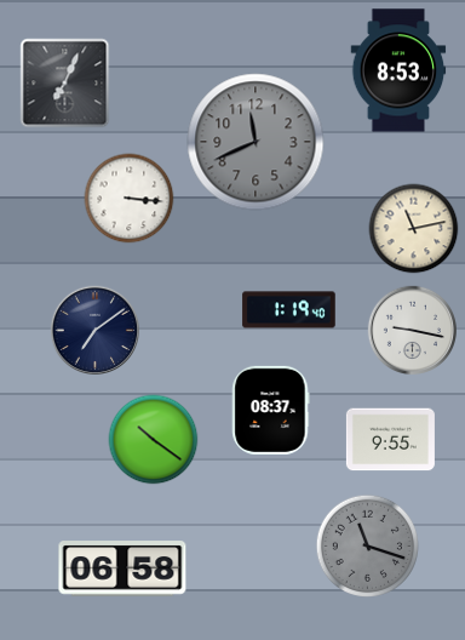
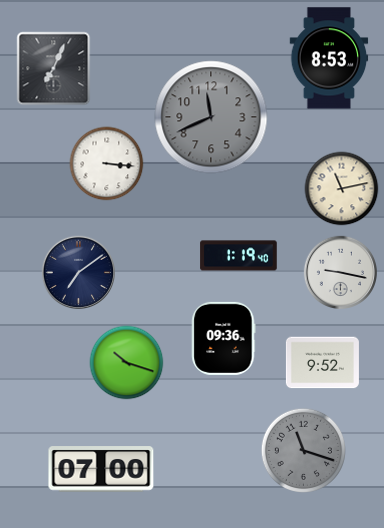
clock at (271, 410): 08:37 -> 09:36
clock at (154, 440): 10:21 -> 10:18
clock at (390, 440): 9:55 -> 9:52
clock at (122, 568): 06:58 -> 07:00
